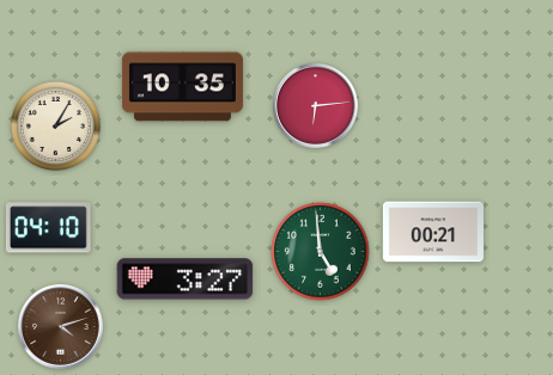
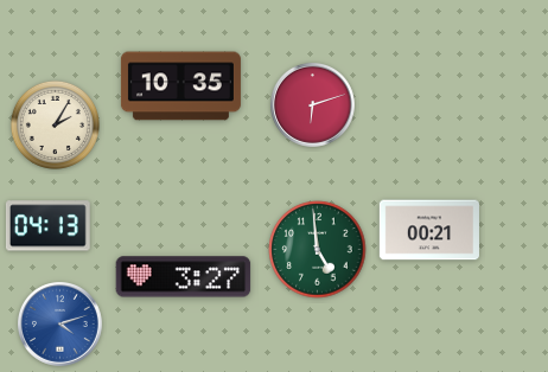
clock at (316, 106): 6:14 -> 6:12
clock at (48, 228): 04:10 -> 04:13
clock at (61, 327) dial: brown -> blue
